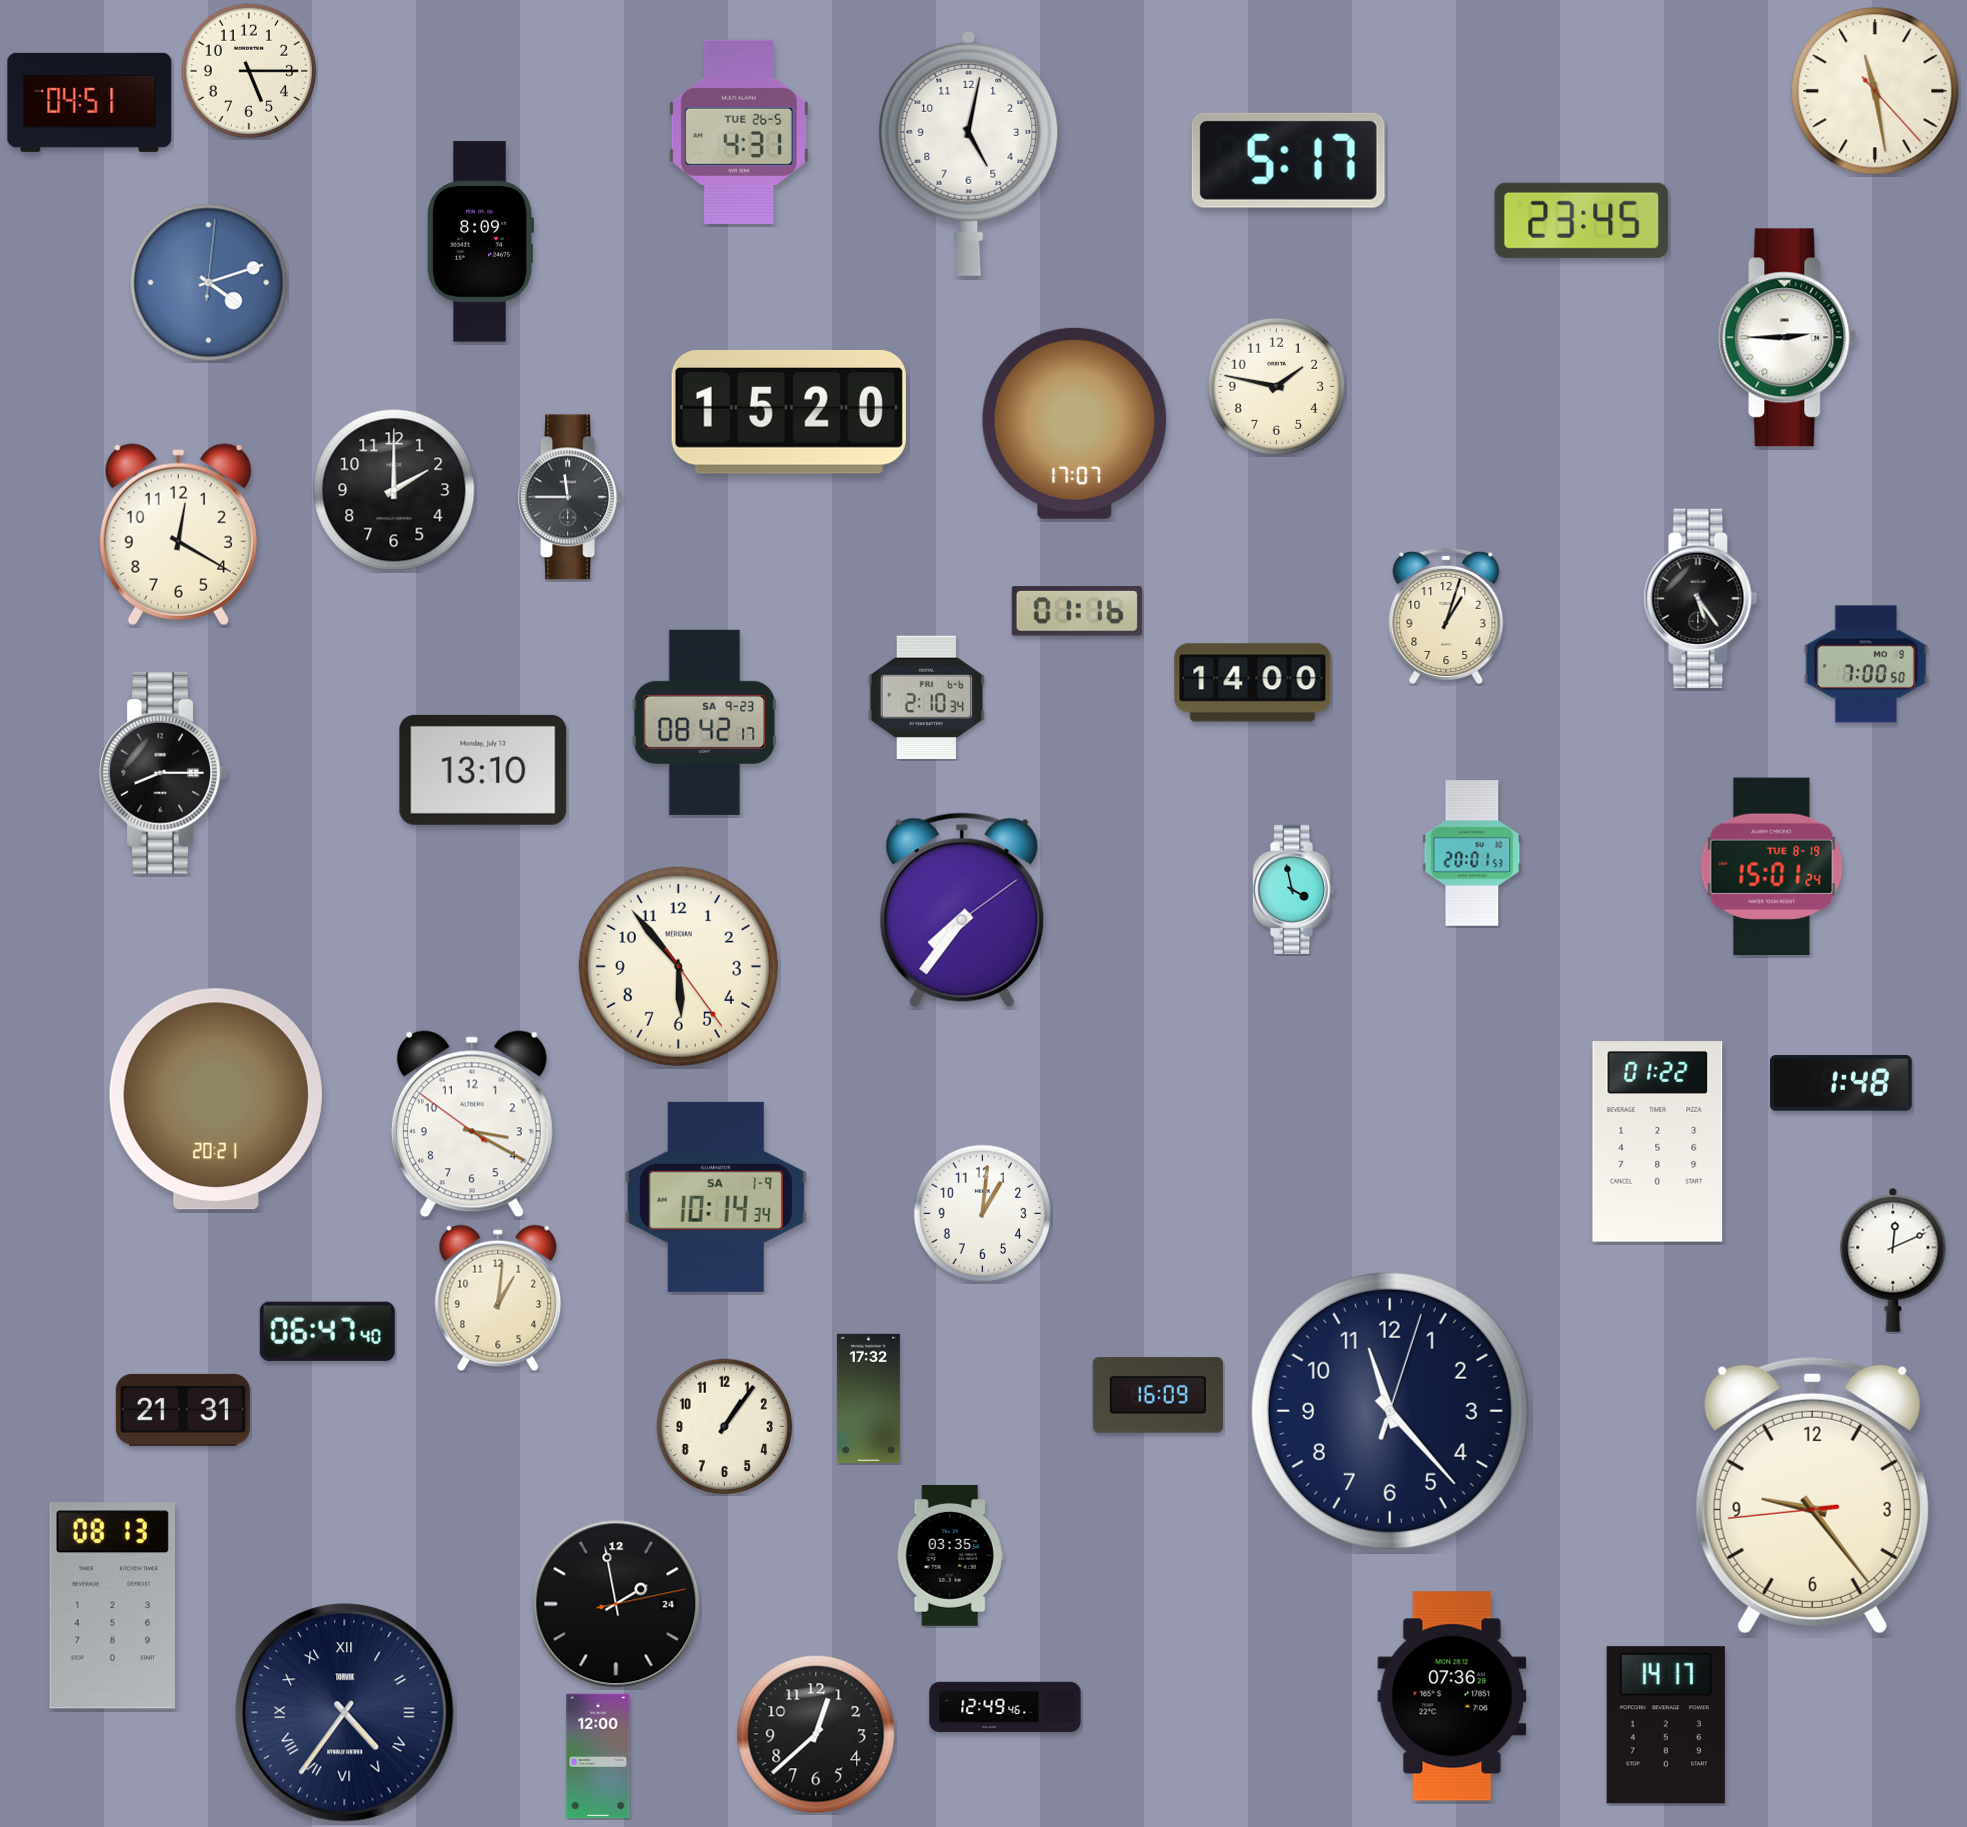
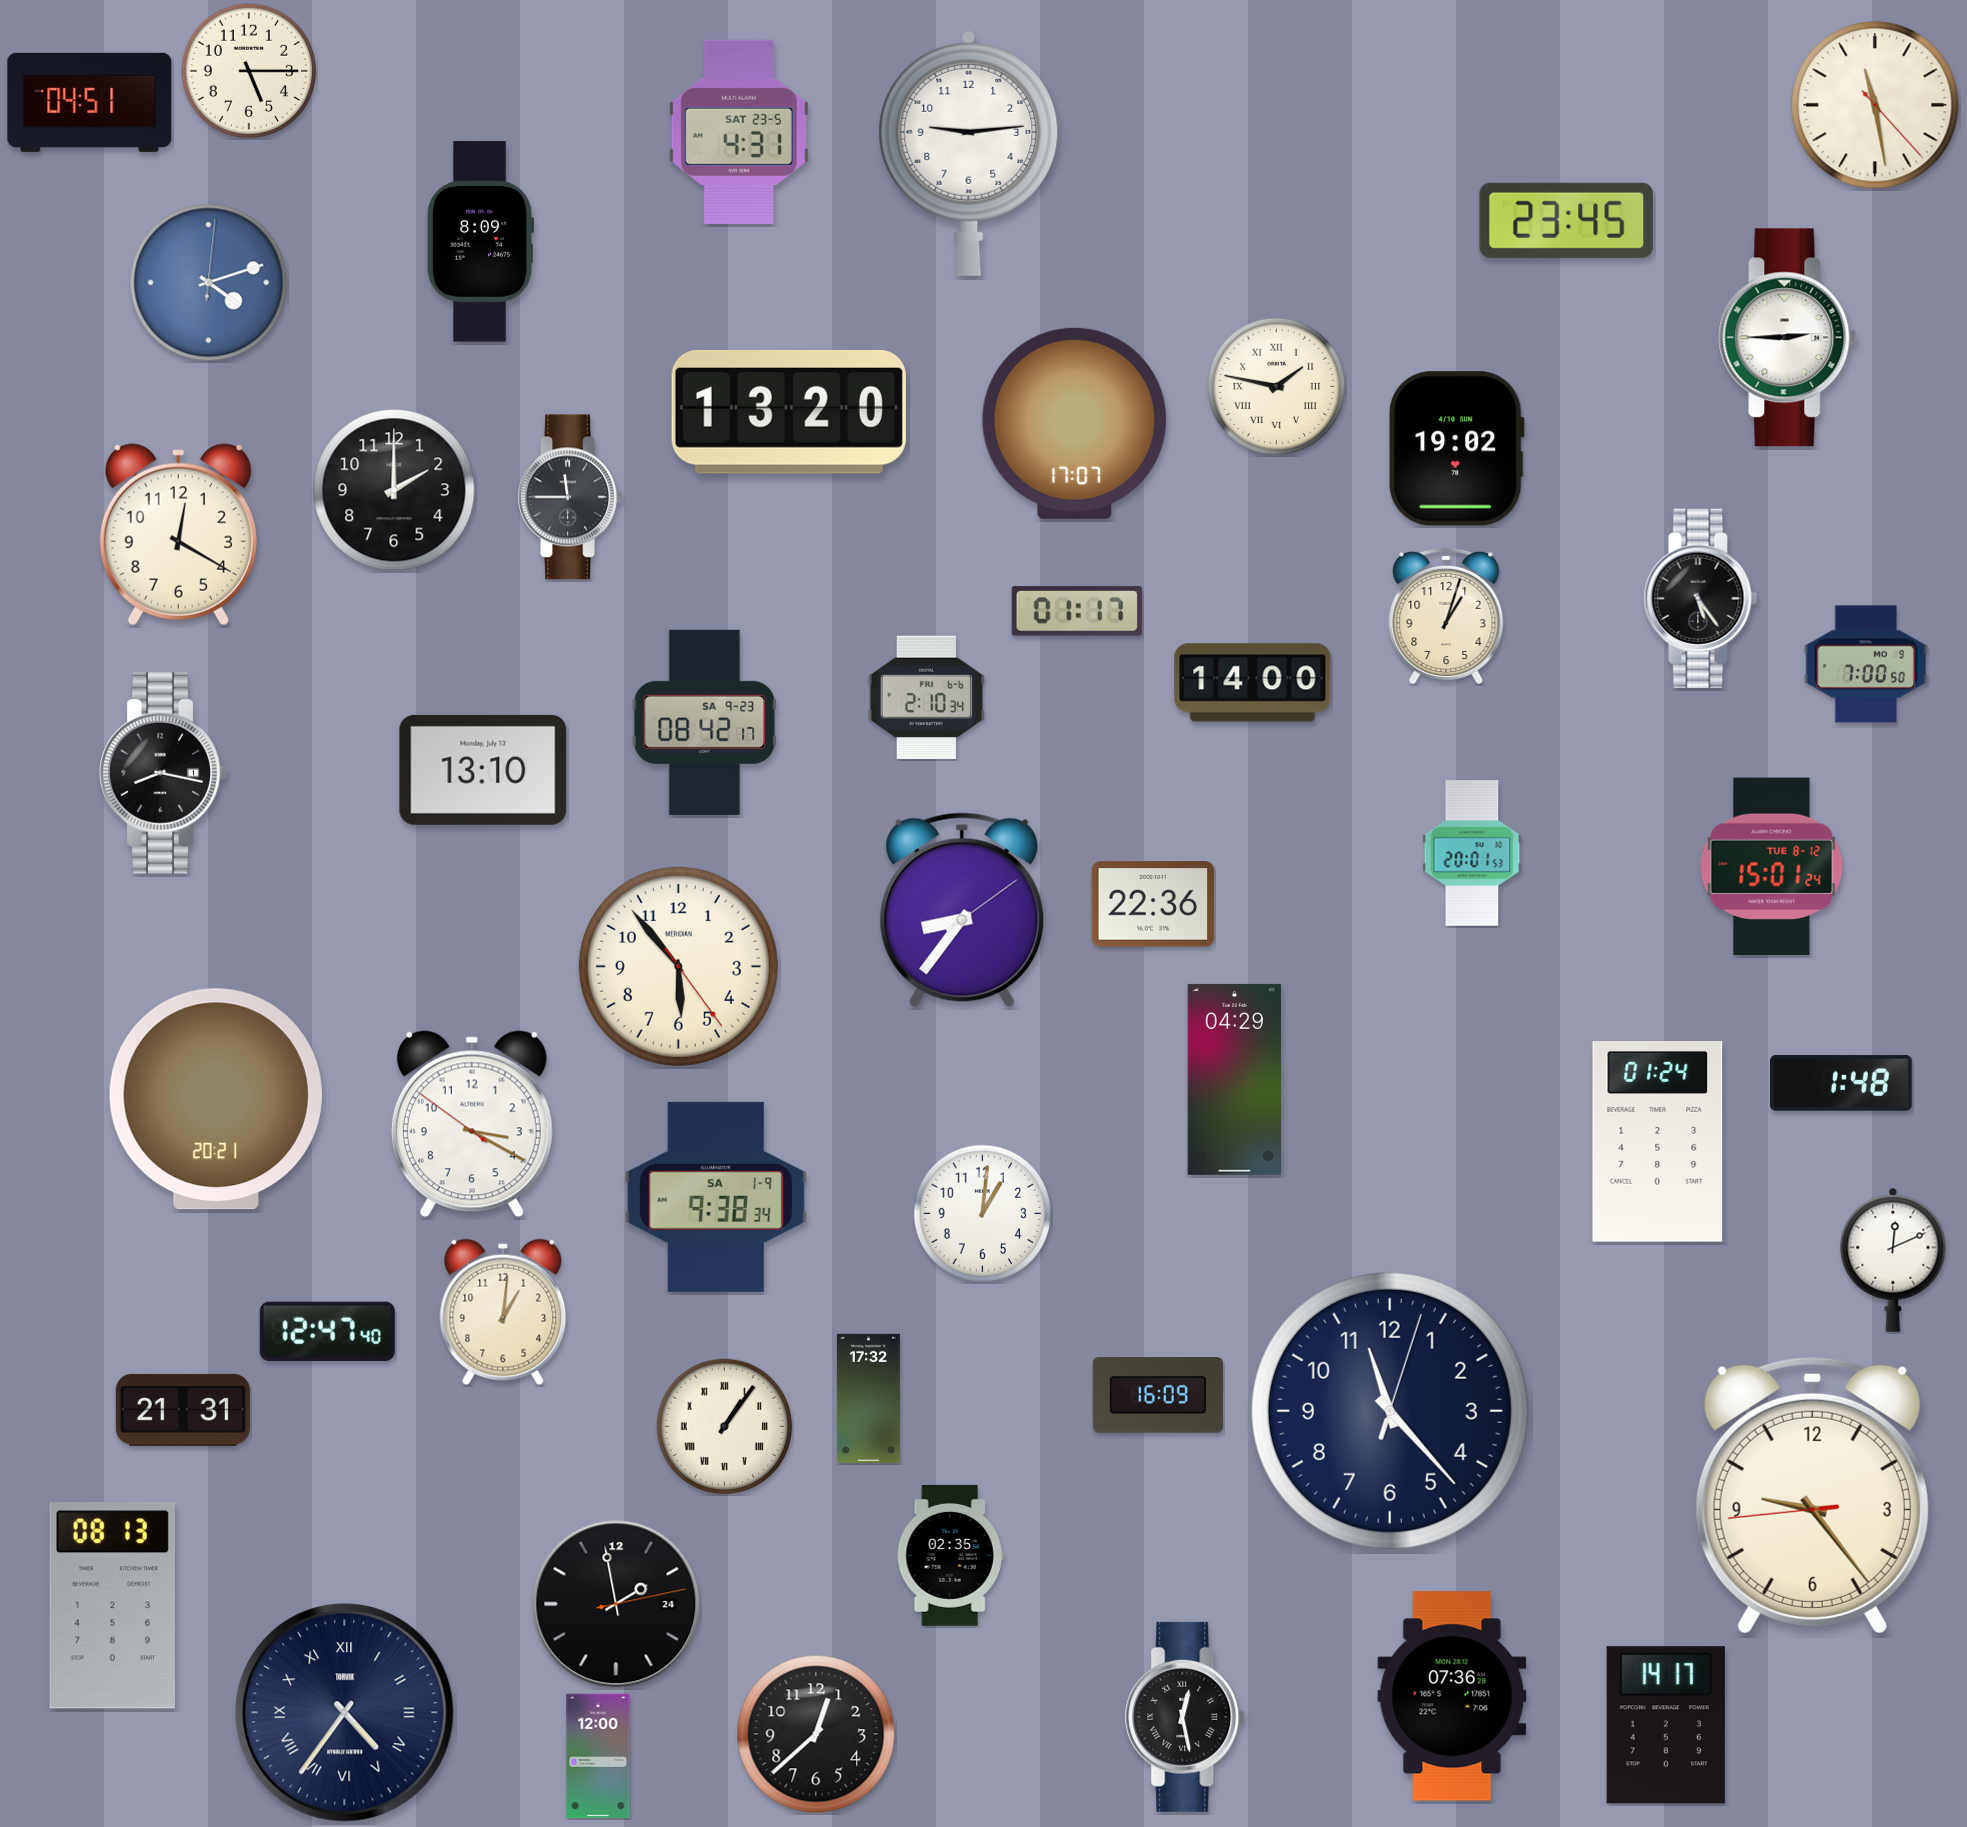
clock at (1875, 91) position: (1875, 91) -> (1875, 105)
clock at (739, 132) date: TUE 26-5 -> SAT 23-5
clock at (969, 153): 5:02 -> 9:14
clock at (1288, 160): 5:17 -> none
clock at (1582, 220) position: (1582, 220) -> (1567, 220)
clock at (1277, 387) numerals: Arabic -> Roman
clock at (789, 412): 15:20 -> 13:20
clock at (1456, 449): none -> 19:02
clock at (1077, 611): 01:16 -> 01:17
clock at (163, 773): 8:15 -> 8:17
clock at (1772, 866) date: TUE 8-19 -> TUE 8-12
clock at (1294, 889): 3:58 -> none
clock at (1153, 904): none -> 22:36
clock at (962, 910): 7:36 -> 8:36
clock at (1234, 1079): none -> 04:29
clock at (1658, 1142): 01:22 -> 01:24
clock at (716, 1197): 10:14 -> 9:38
clock at (498, 1298) position: (498, 1298) -> (503, 1312)
clock at (327, 1331): 06:47 -> 12:47
clock at (725, 1427) numerals: Arabic -> Roman
clock at (950, 1555): 03:35 -> 02:35
clock at (1005, 1707): 12:49 -> none
clock at (1185, 1717): none -> 12:28
